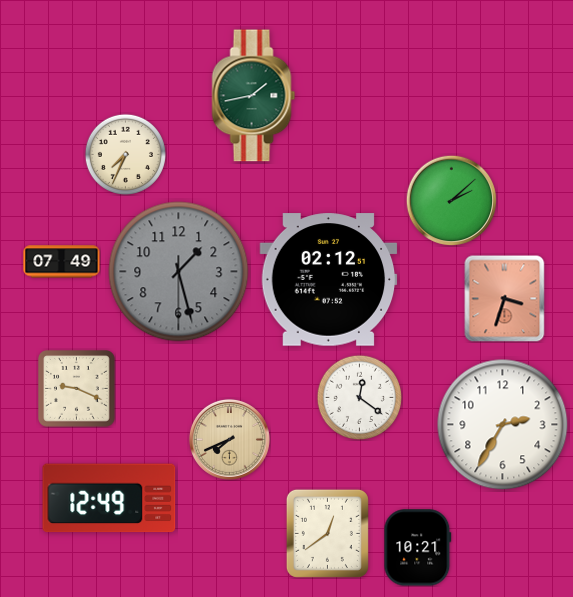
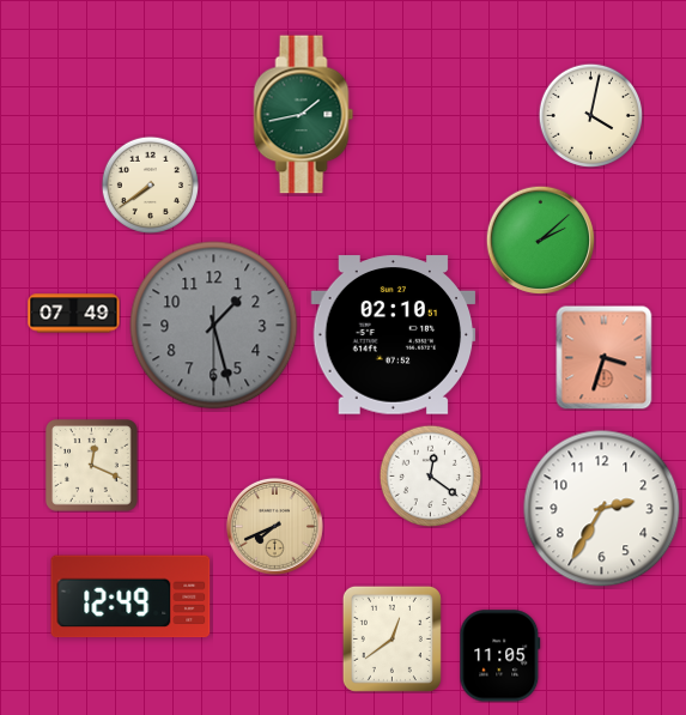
clock at (590, 115): none -> 4:02
clock at (125, 154): 7:34 -> 7:39
clock at (329, 280): 02:12 -> 02:10
clock at (77, 389): 9:19 -> 12:19
clock at (418, 548): 10:21 -> 11:05
